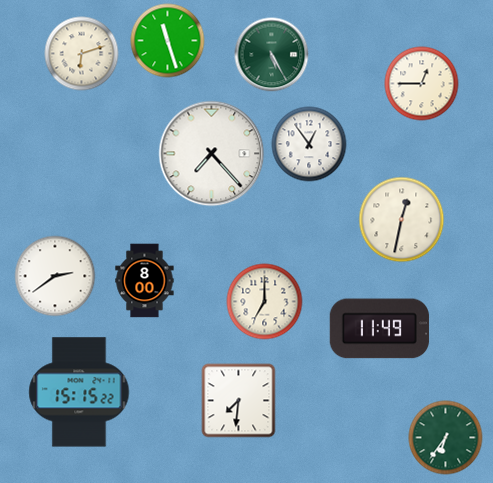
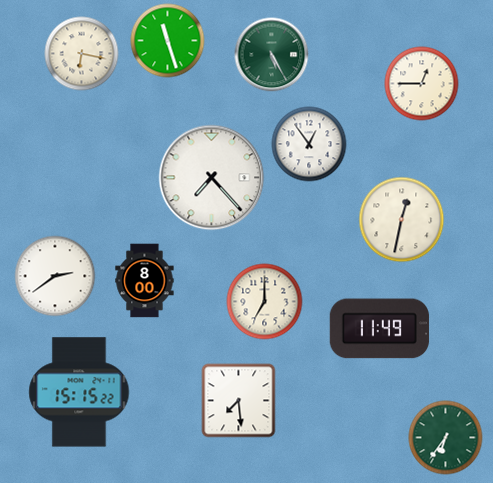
clock at (82, 54): 6:12 -> 6:17
clock at (212, 154) position: (212, 154) -> (212, 178)
clock at (239, 401): 7:31 -> 7:29
